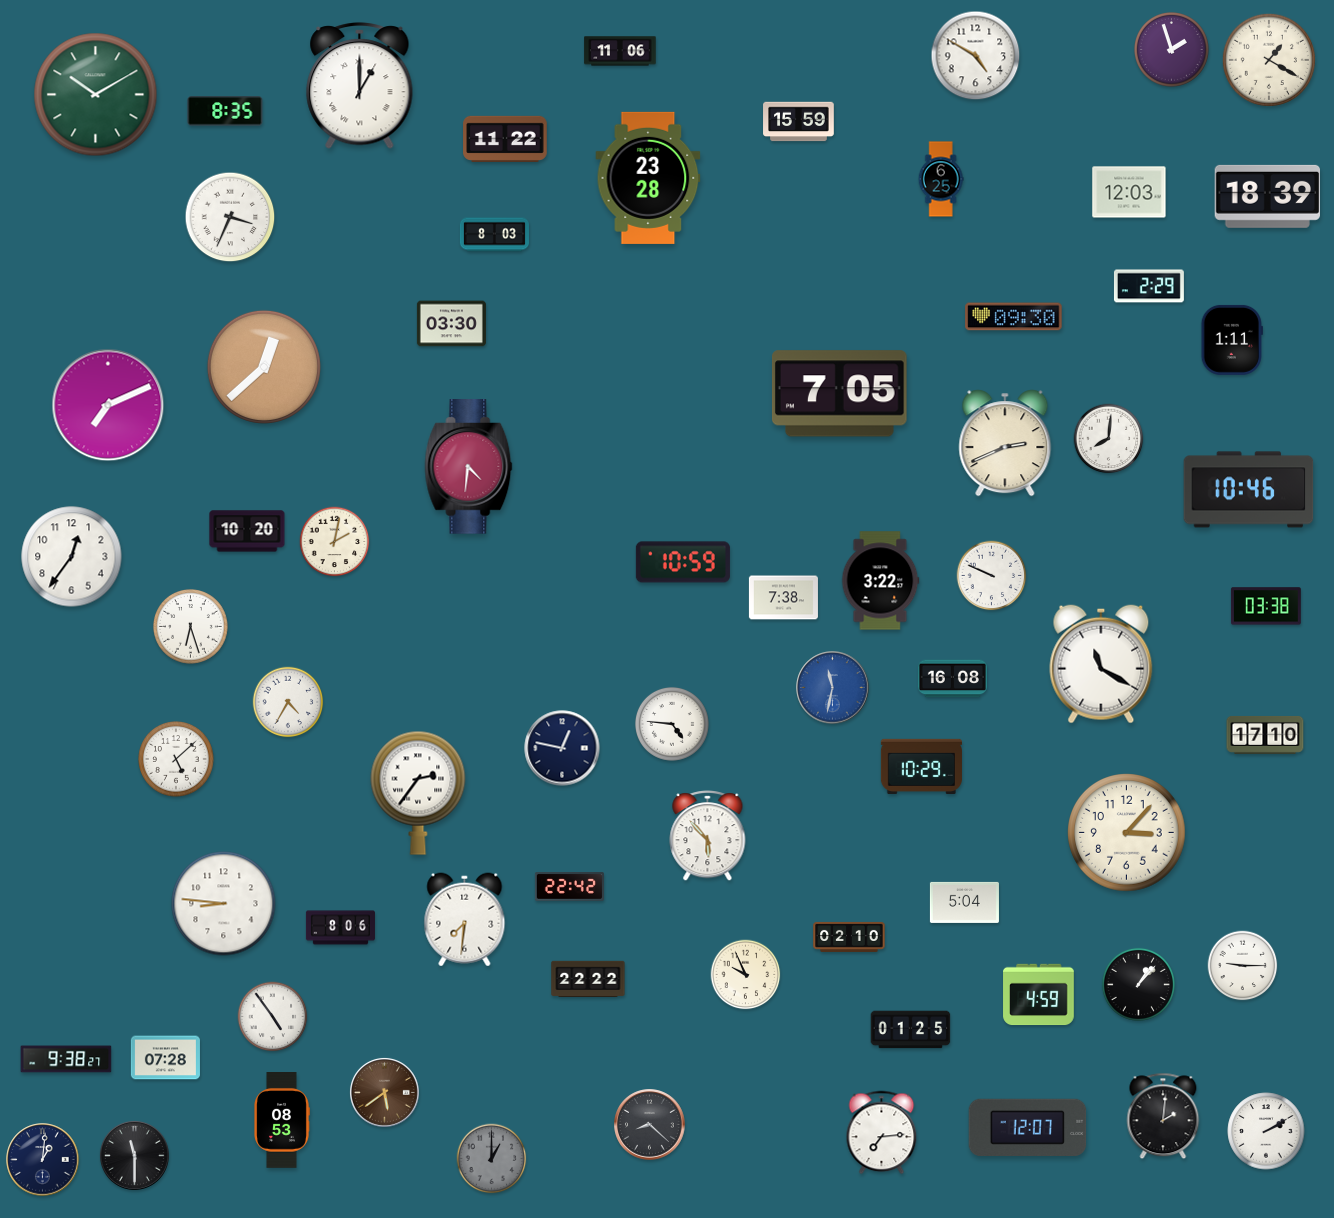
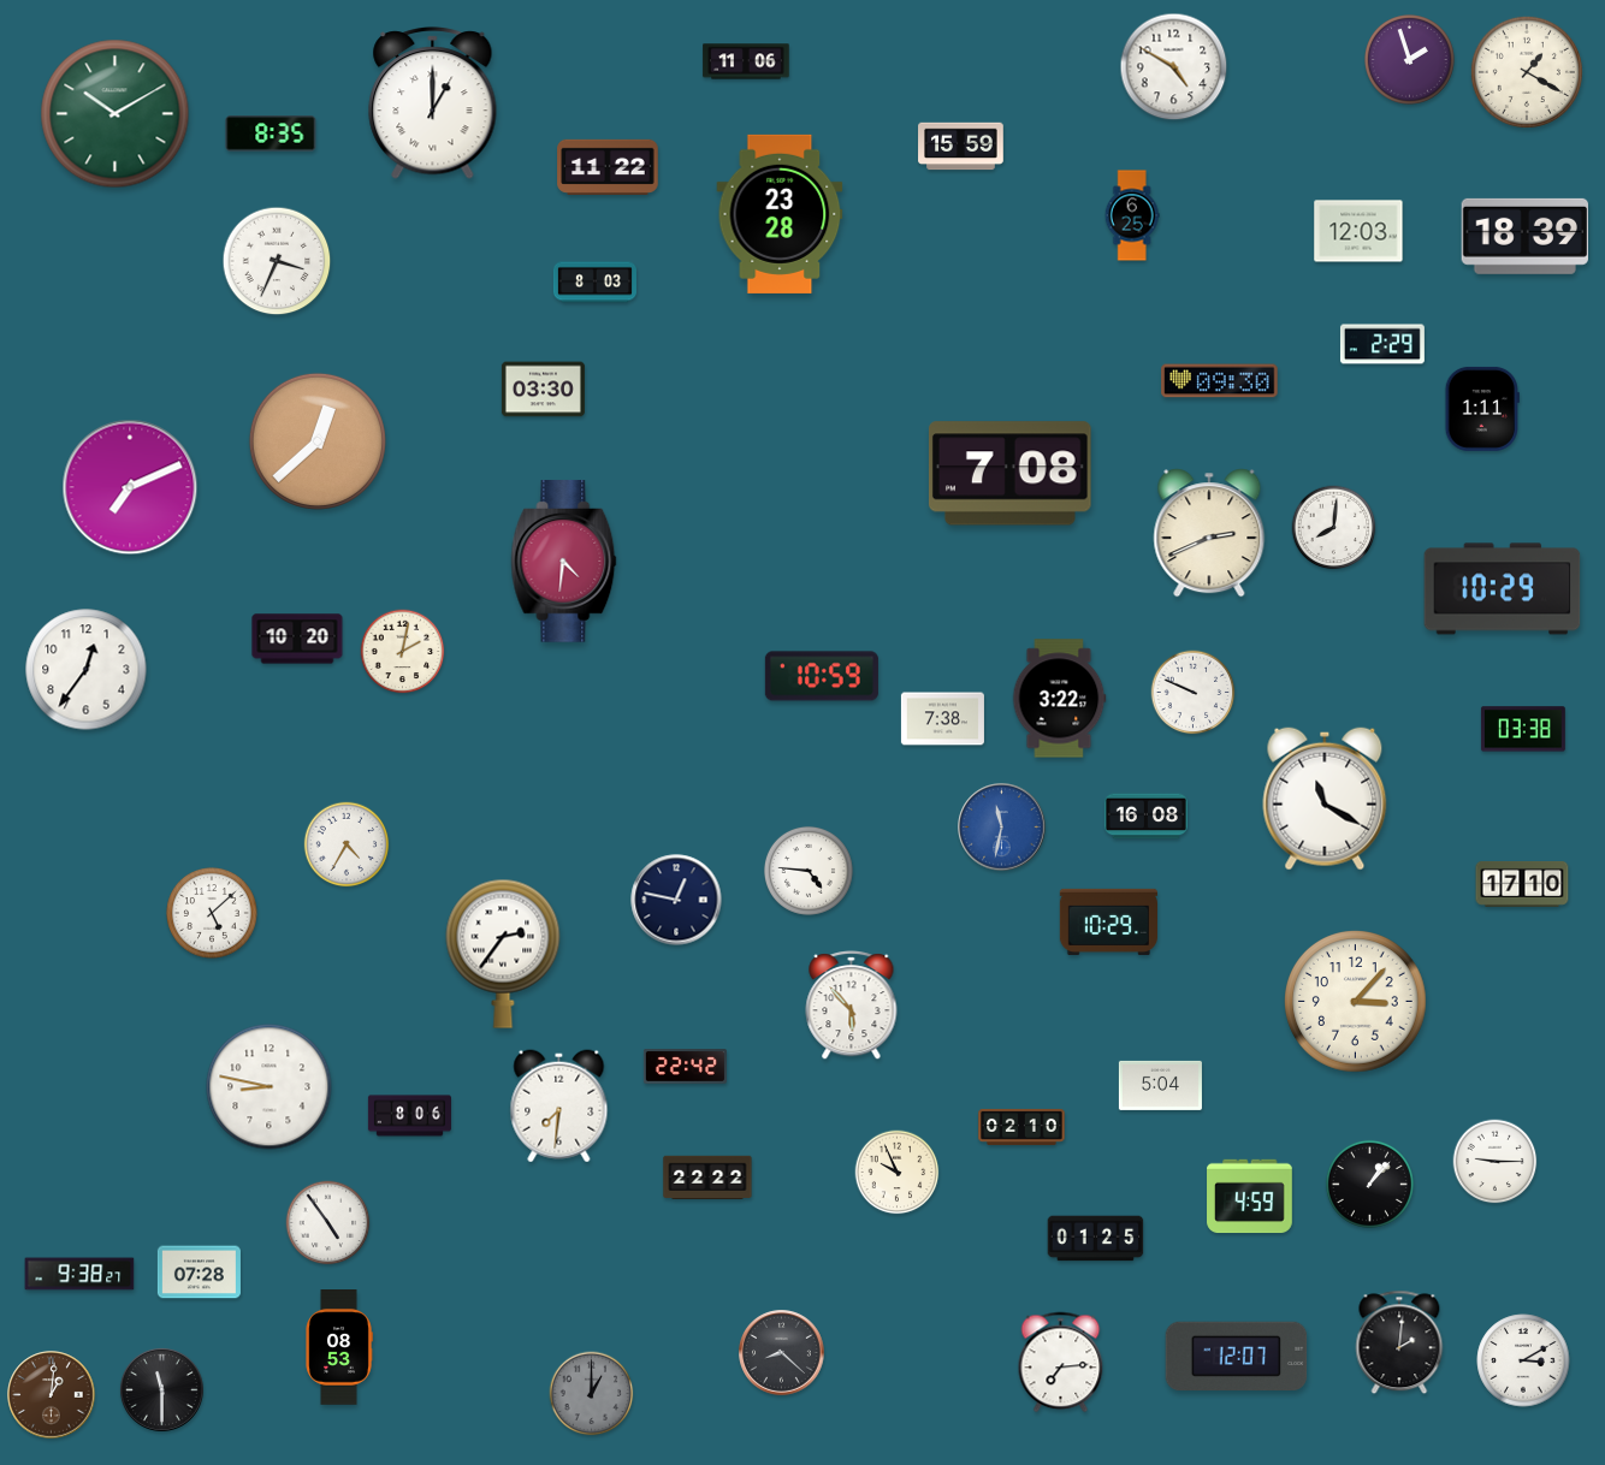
clock at (839, 394): 7:05 -> 7:08
clock at (1249, 490): 10:46 -> 10:29
clock at (191, 627): 6:27 -> none
clock at (224, 904): 8:46 -> 8:47
clock at (384, 1092): 5:39 -> none
clock at (1266, 1131): 2:10 -> 3:10
clock at (43, 1160) dial: navy -> brown
